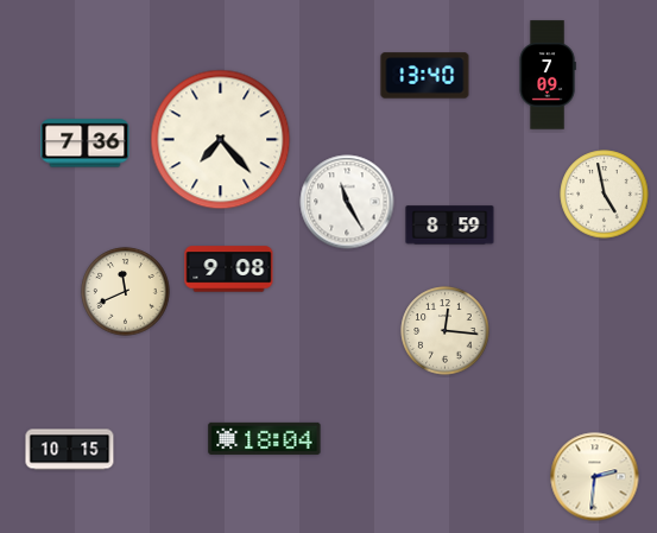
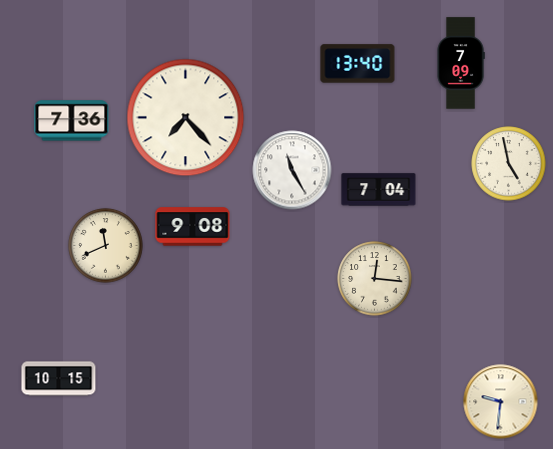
clock at (450, 226): 8:59 -> 7:04
clock at (265, 438): 18:04 -> none
clock at (595, 477): 2:31 -> 9:31
